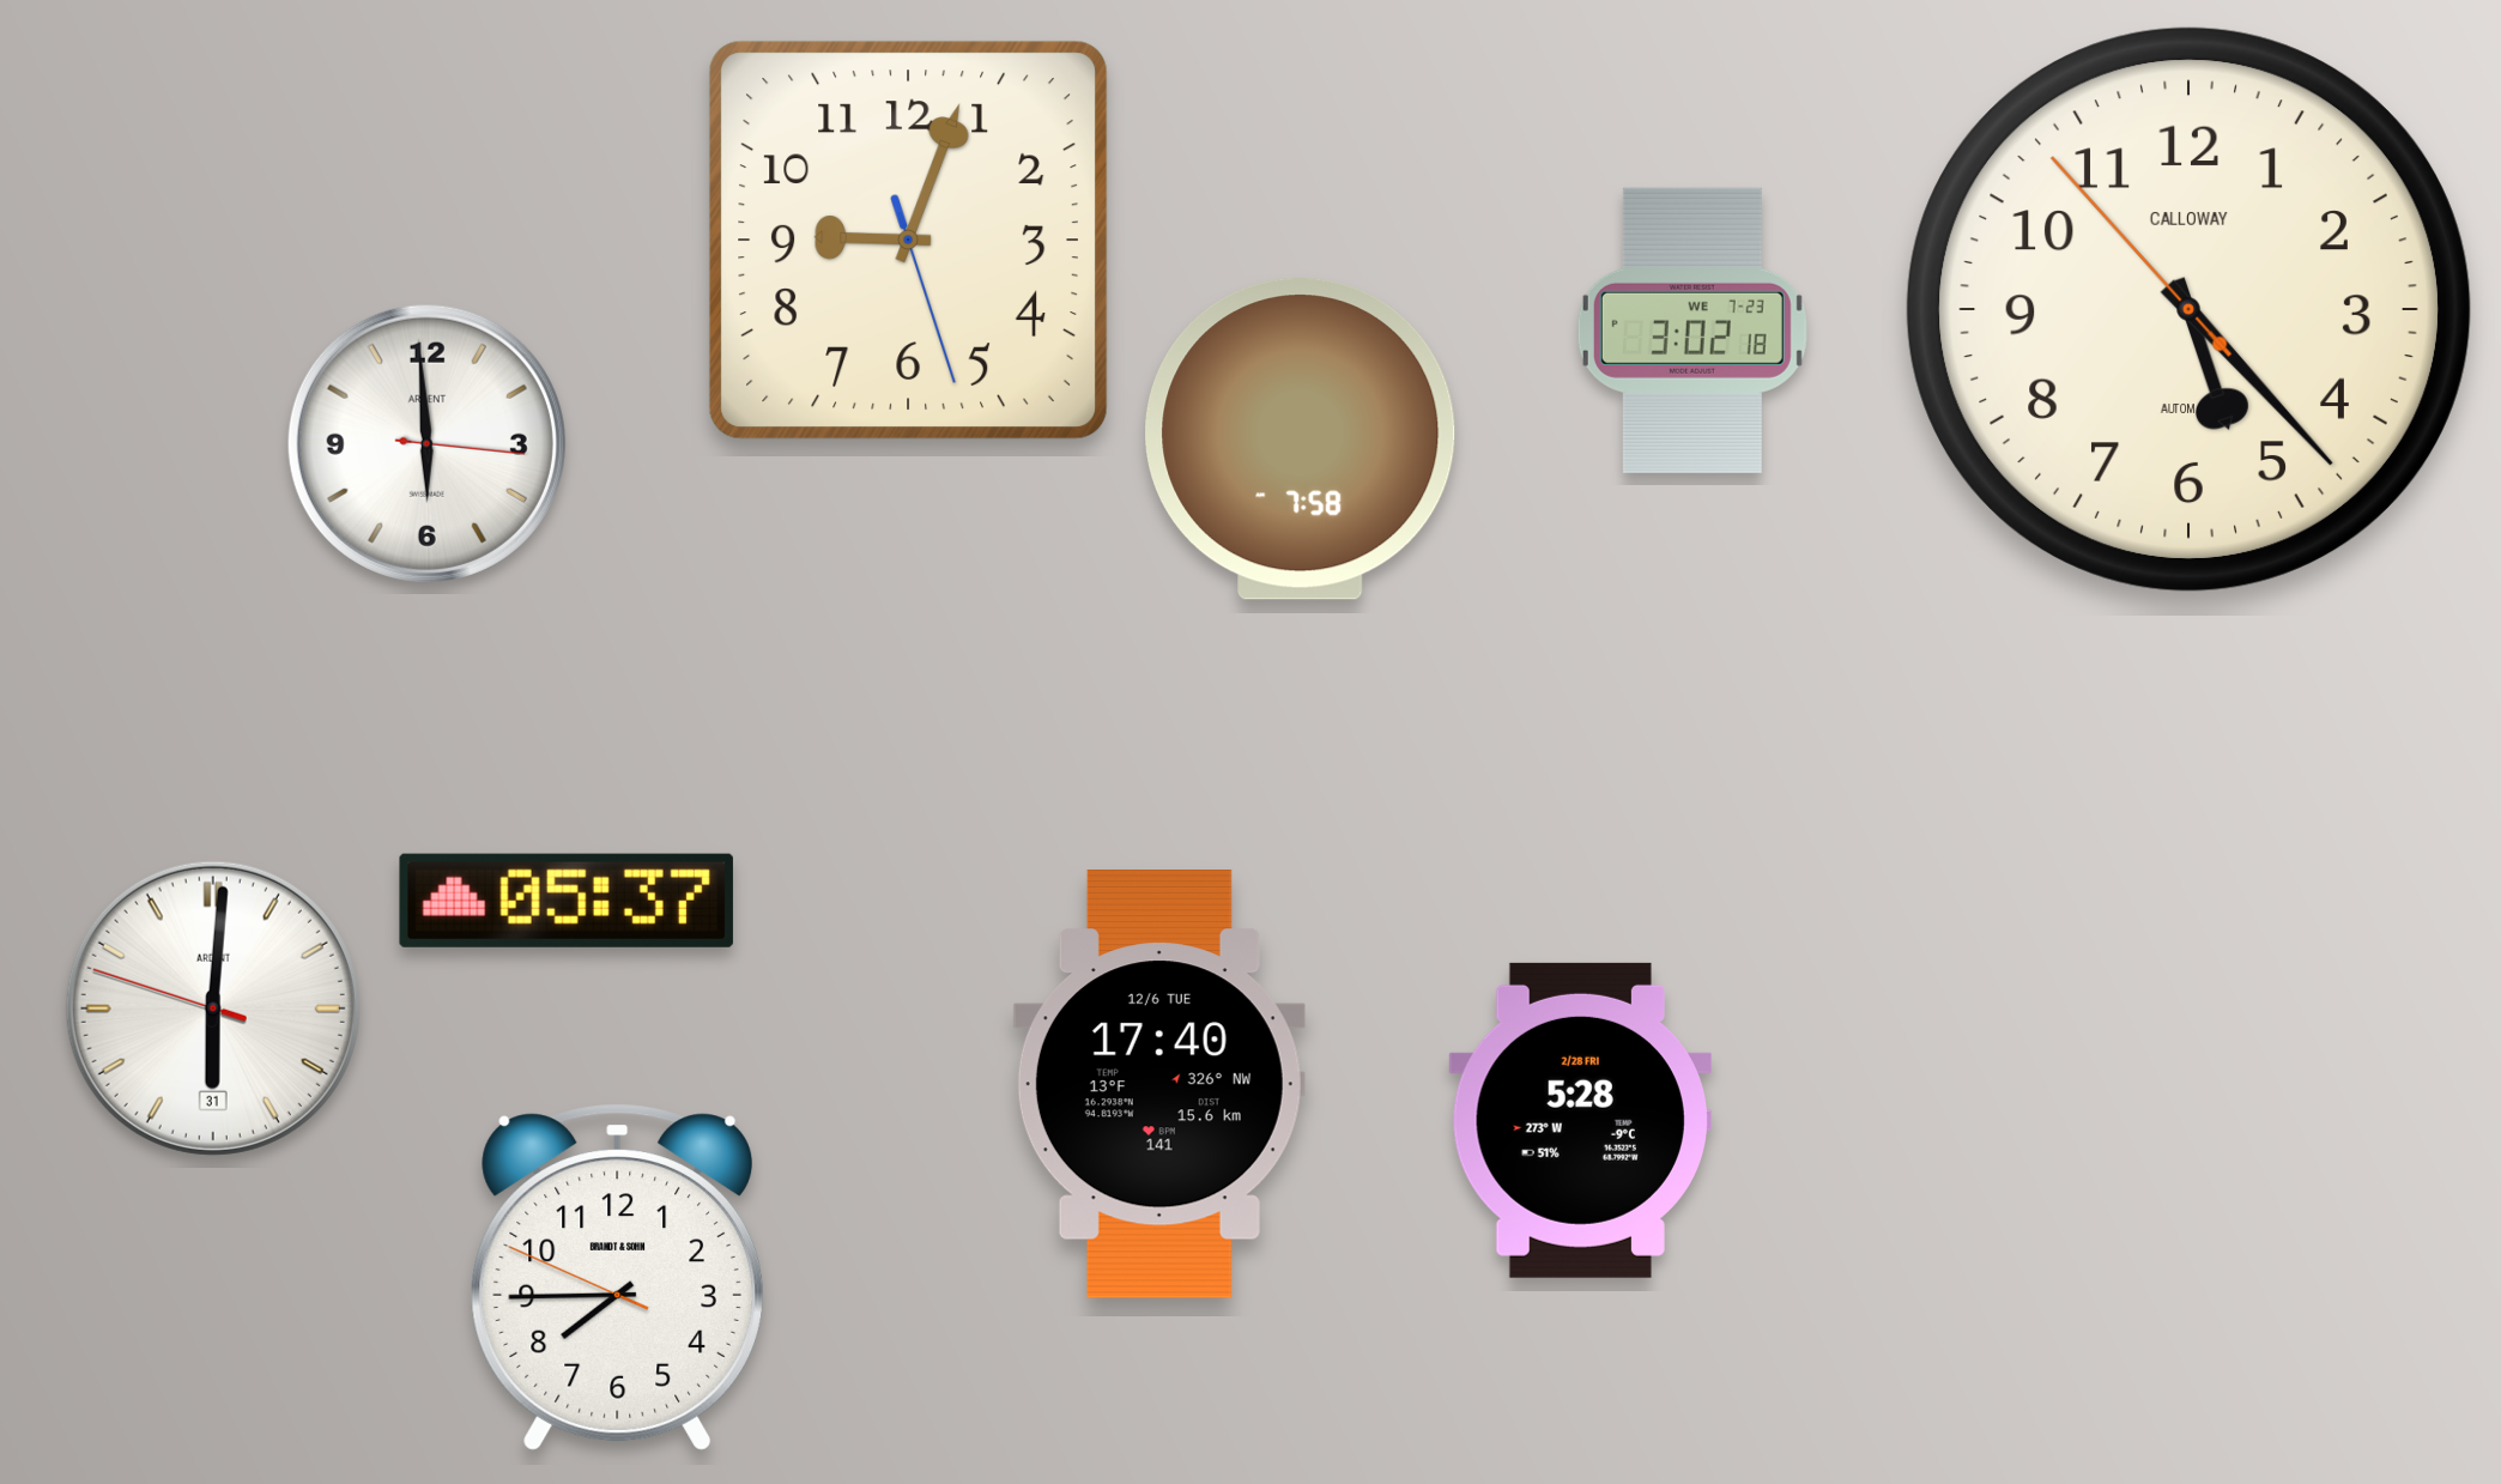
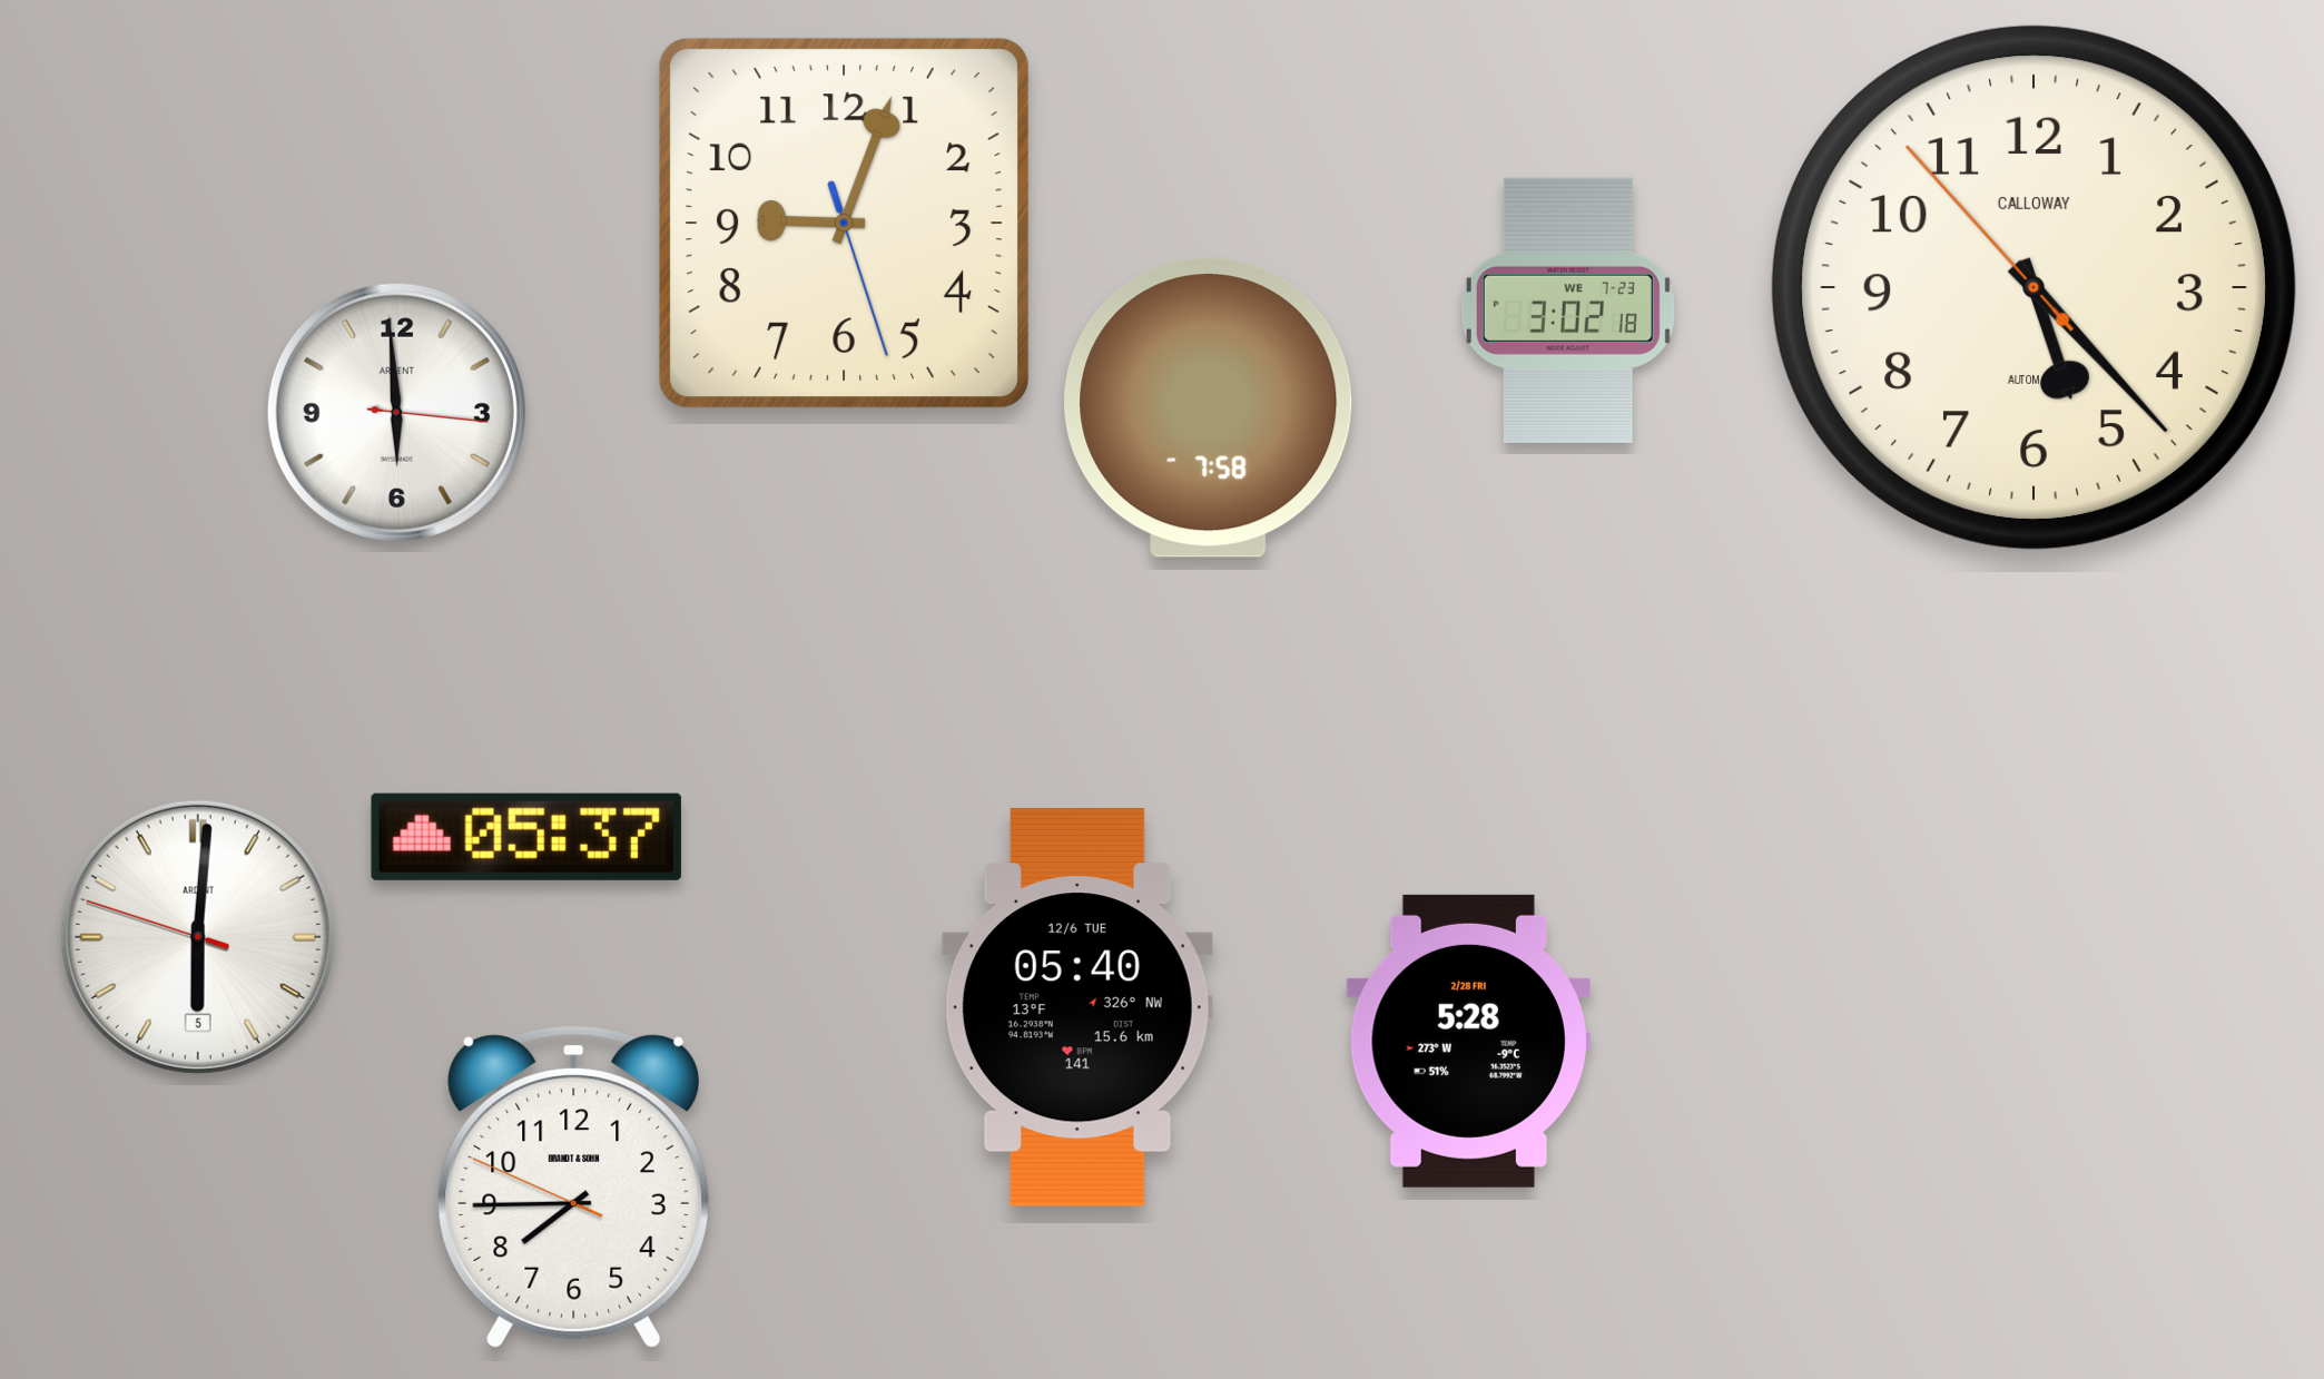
clock at (1692, 331) position: (1692, 331) -> (1568, 311)
clock at (213, 1008) date: 31 -> 5
clock at (1159, 1085): 17:40 -> 05:40
